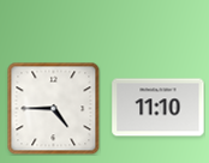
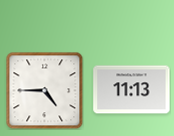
clock at (159, 108): 11:10 -> 11:13
